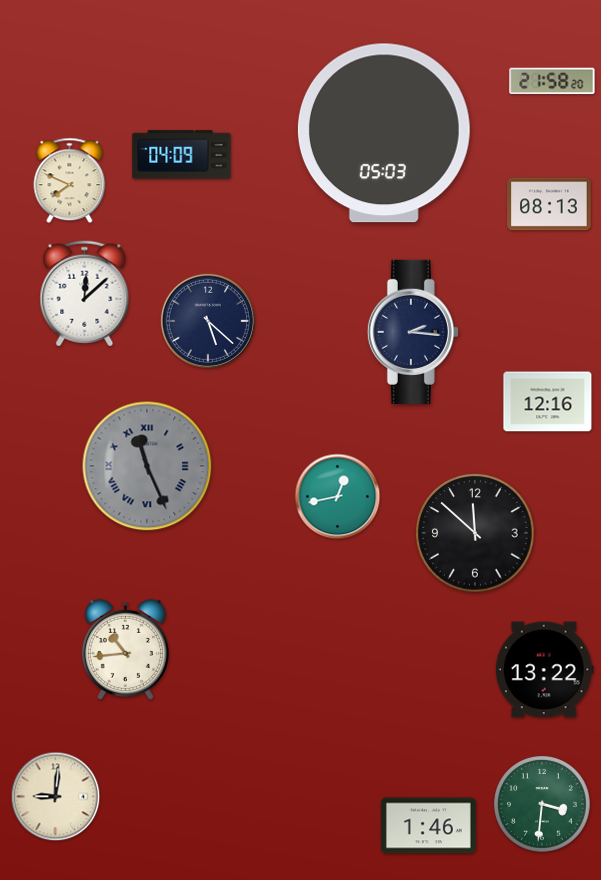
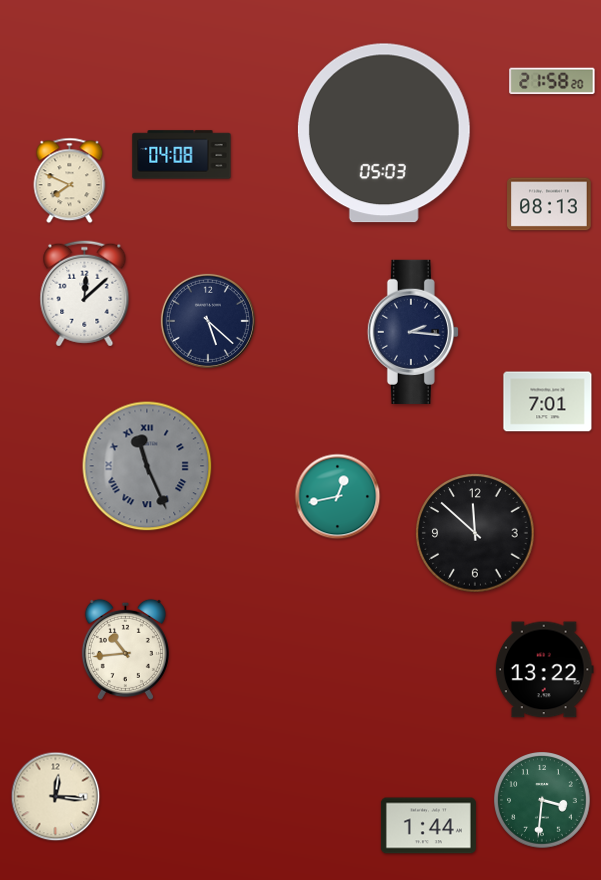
clock at (182, 155): 04:09 -> 04:08
clock at (548, 402): 12:16 -> 7:01
clock at (56, 797): 9:01 -> 12:16
clock at (543, 805) position: (543, 805) -> (543, 801)
clock at (428, 826): 1:46 -> 1:44
